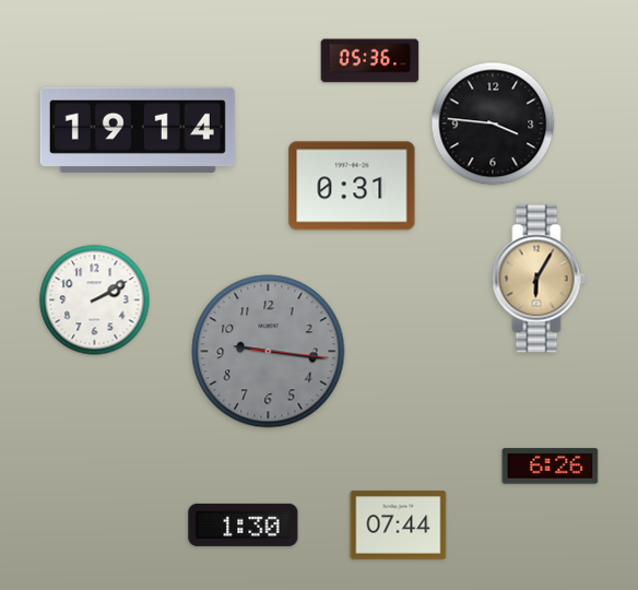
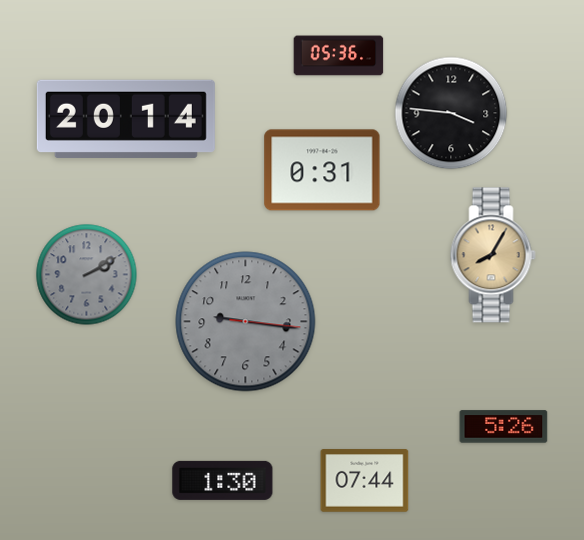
clock at (138, 130): 19:14 -> 20:14
clock at (539, 279): 6:05 -> 8:05
clock at (95, 300) dial: white -> grey
clock at (551, 467): 6:26 -> 5:26
